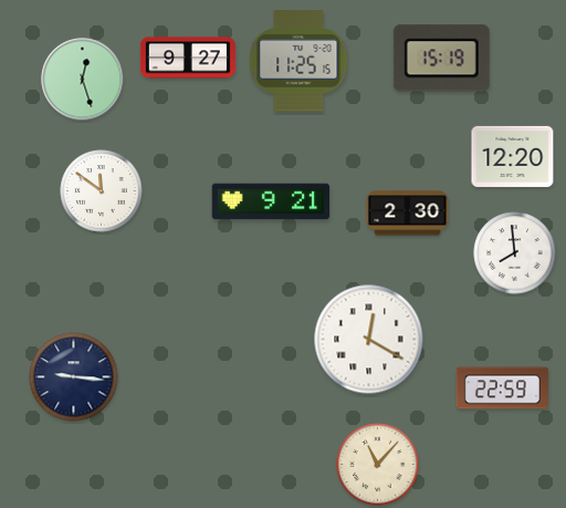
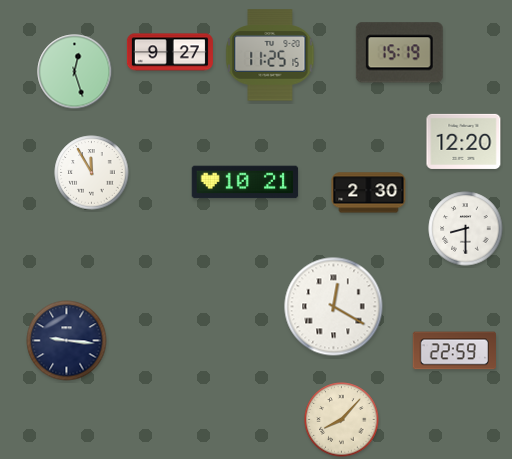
clock at (102, 191): 11:51 -> 11:55
clock at (271, 201): 9:21 -> 10:21
clock at (515, 253): 7:59 -> 8:30
clock at (378, 465): 11:07 -> 8:07
